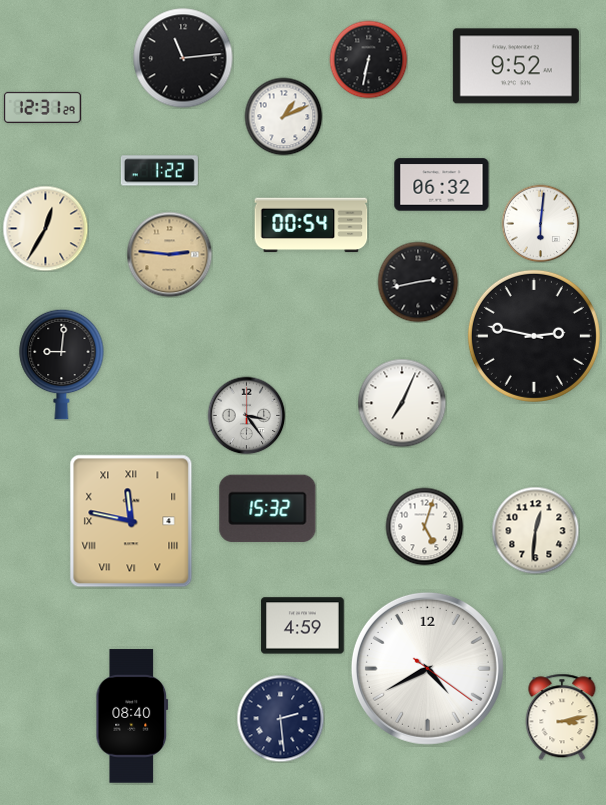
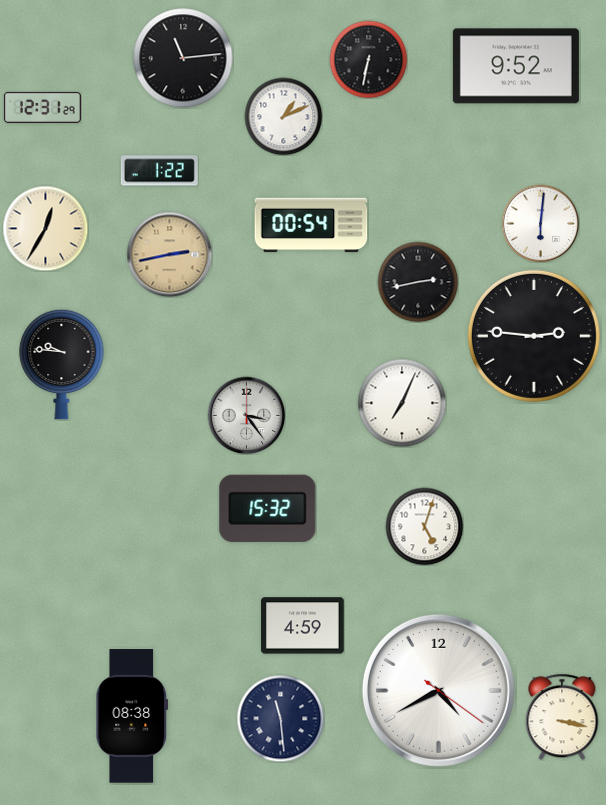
clock at (442, 185): 06:32 -> none
clock at (169, 254): 2:46 -> 2:43
clock at (534, 336): 2:47 -> 2:46
clock at (62, 364): 9:01 -> 9:46
clock at (131, 521): 11:47 -> none
clock at (535, 530): 12:31 -> none
clock at (427, 668) position: (427, 668) -> (438, 690)
clock at (132, 716): 08:40 -> 08:38
clock at (562, 717): 3:13 -> 3:17
clock at (280, 718): 2:29 -> 11:29
